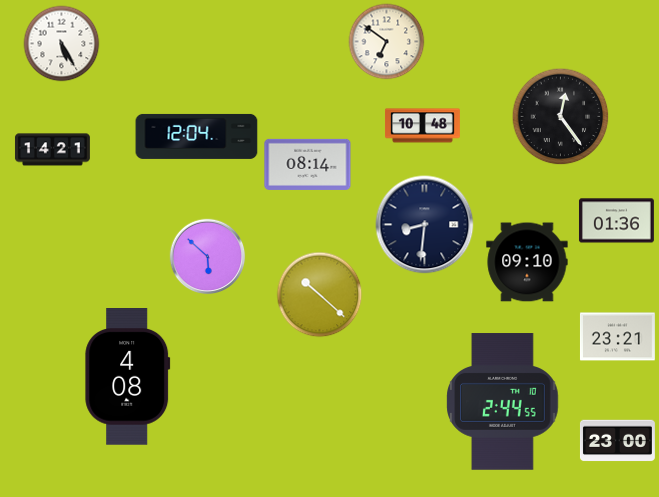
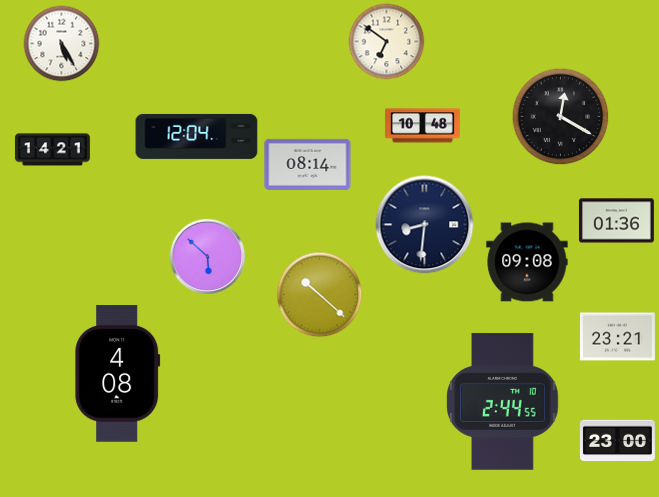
clock at (561, 117): 12:24 -> 12:20
clock at (527, 262): 09:10 -> 09:08
clock at (128, 377) position: (128, 377) -> (118, 374)
